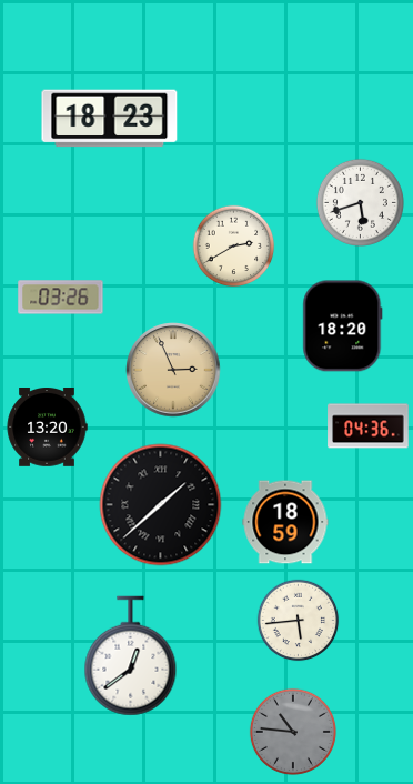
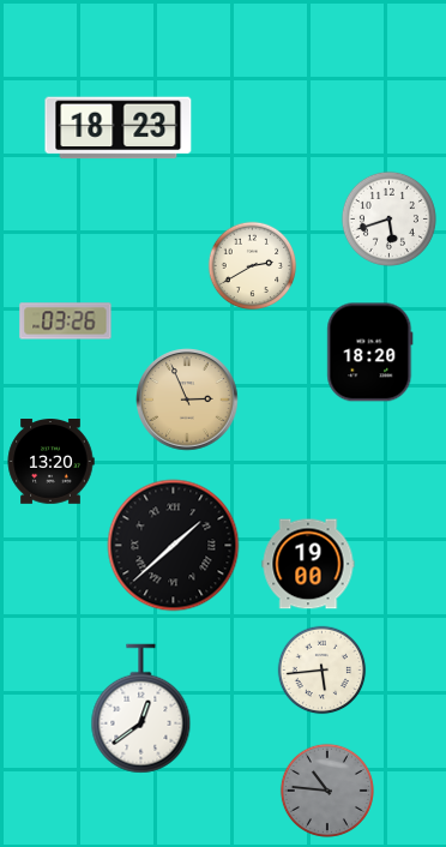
clock at (369, 426): 04:36 -> none
clock at (285, 522): 18:59 -> 19:00
clock at (293, 732) position: (293, 732) -> (327, 791)
